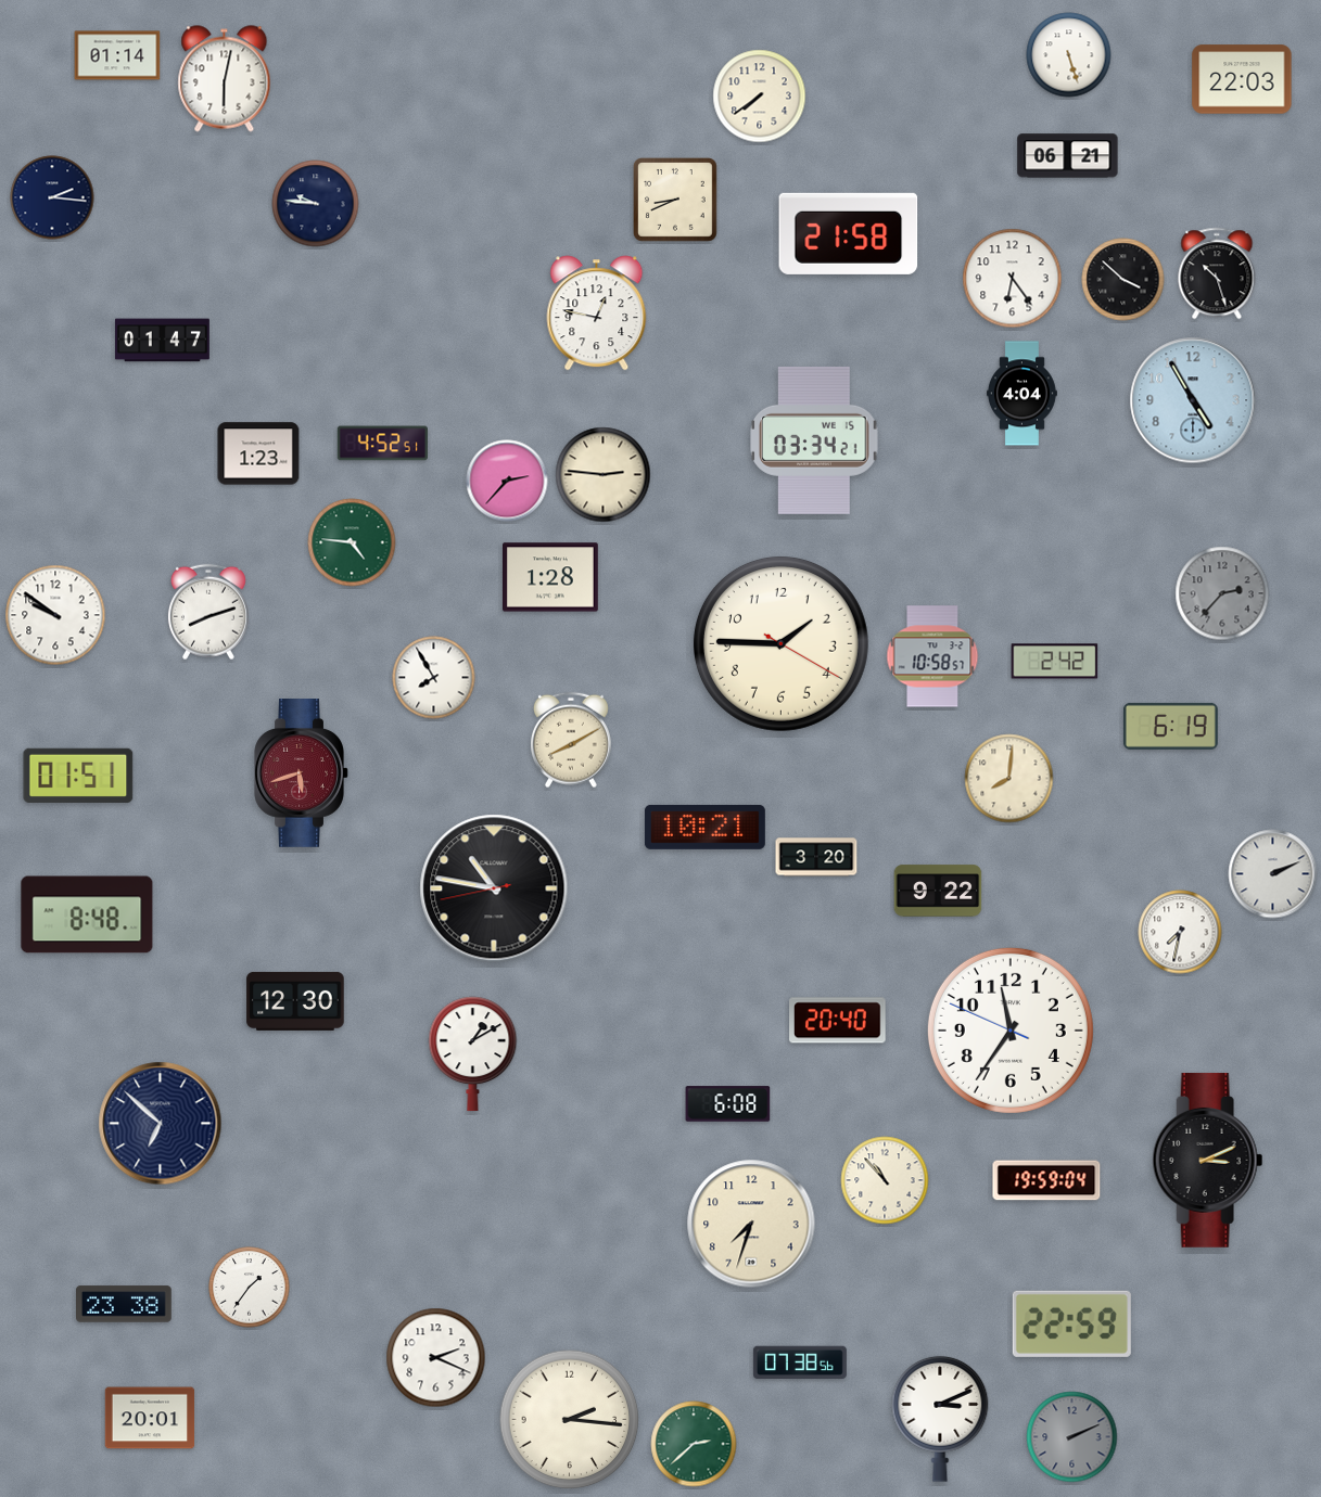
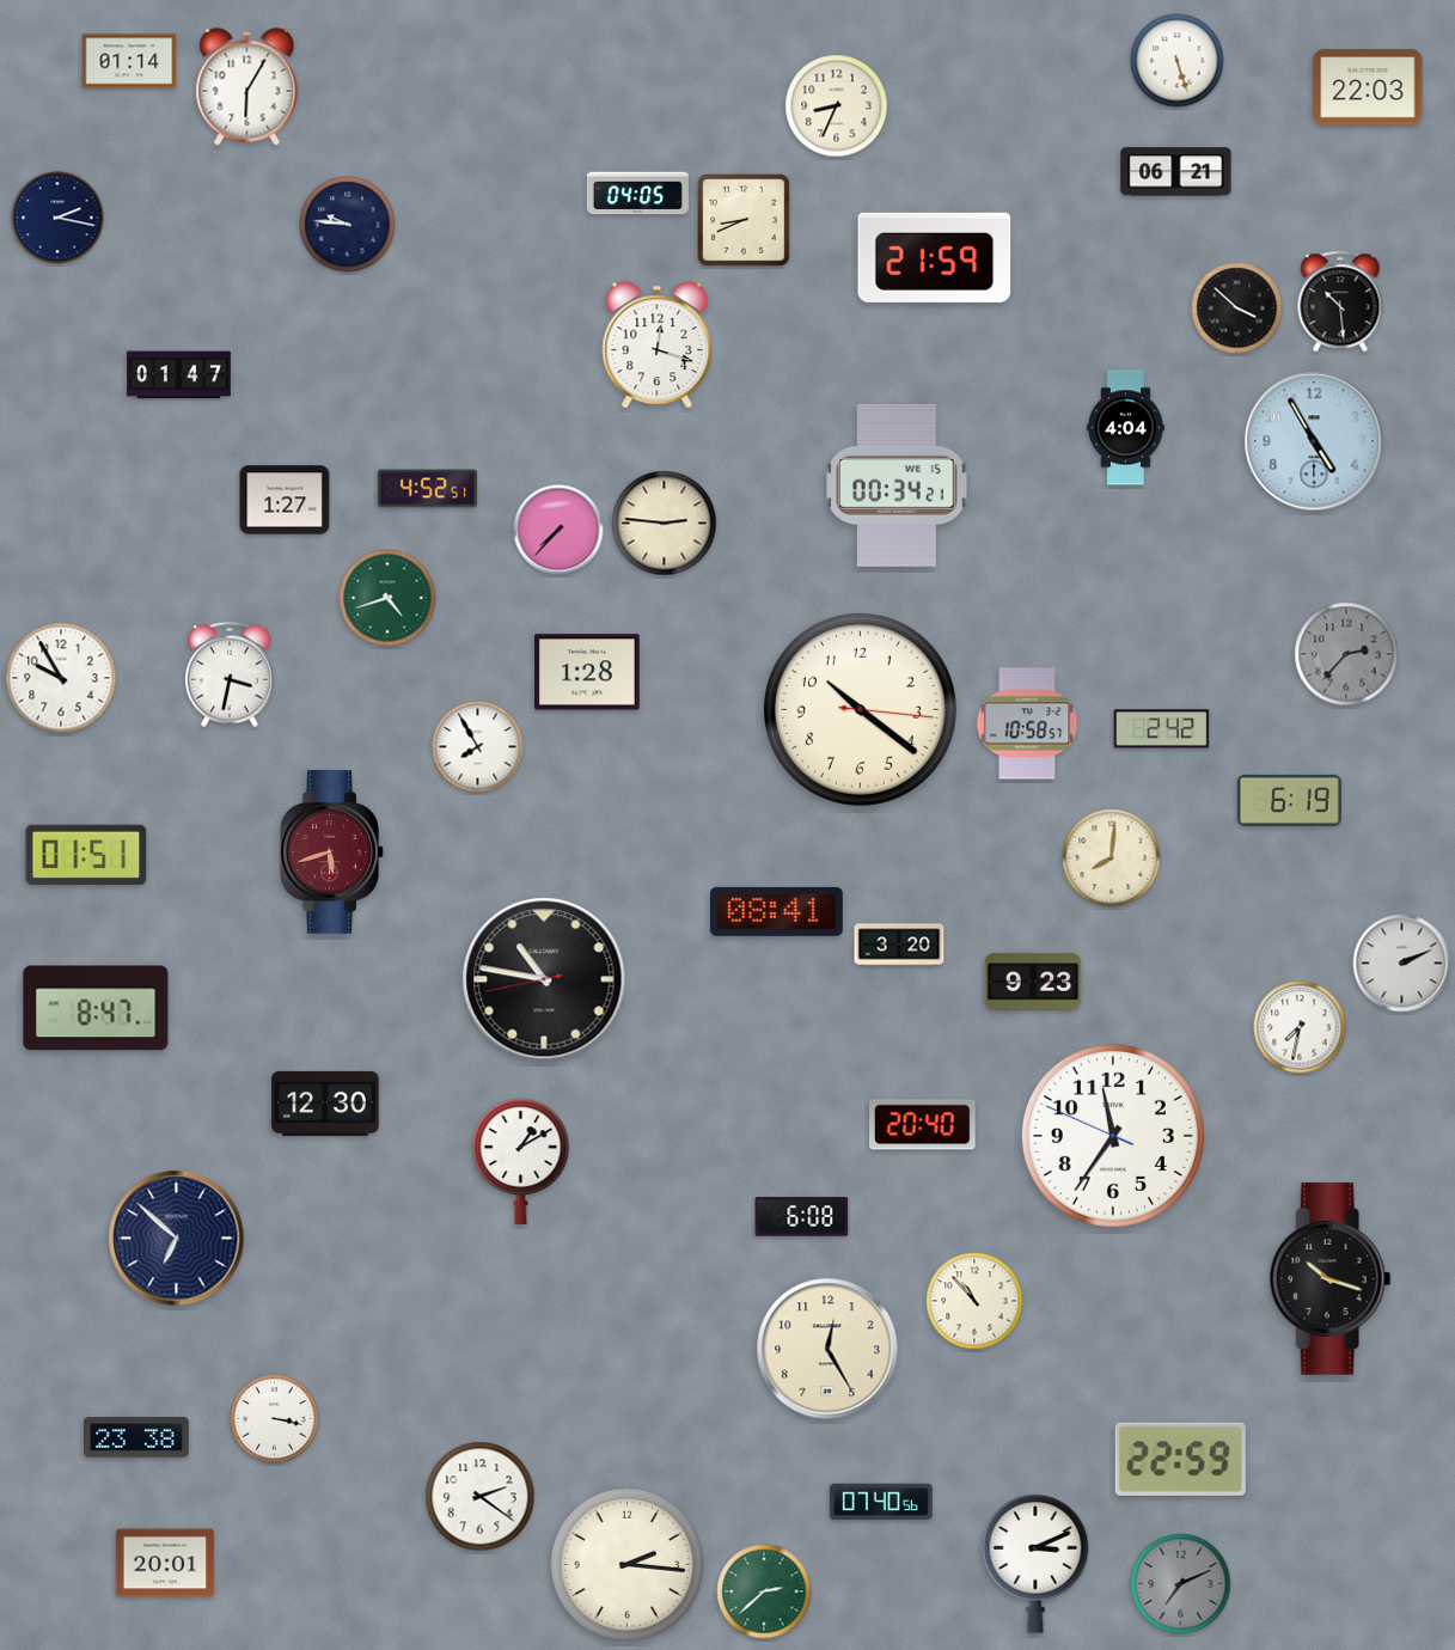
clock at (225, 79): 6:02 -> 6:05
clock at (760, 97): 7:39 -> 8:34
clock at (637, 194): none -> 04:05
clock at (52, 197): 2:16 -> 2:17
clock at (849, 233): 21:58 -> 21:59
clock at (1217, 273): 10:27 -> 10:29
clock at (1013, 279): 6:24 -> none
clock at (597, 314): 12:47 -> 12:18
clock at (1021, 394) position: (1021, 394) -> (1125, 428)
clock at (814, 440): 03:34 -> 00:34
clock at (382, 444) position: (382, 444) -> (427, 489)
clock at (258, 453): 1:23 -> 1:27
clock at (507, 481): 2:37 -> 7:37
clock at (352, 542): 4:46 -> 4:42
clock at (551, 577) position: (551, 577) -> (588, 672)
clock at (208, 612): 8:12 -> 3:32
clock at (55, 615): 9:51 -> 9:55
clock at (780, 643): 1:45 -> 10:21
clock at (571, 740): 8:10 -> none
clock at (704, 827): 10:21 -> 08:41
clock at (938, 891): 9:22 -> 9:23
clock at (87, 914): 8:48 -> 8:47
clock at (1208, 1160): 3:11 -> 10:18
clock at (1046, 1180): 19:59 -> none
clock at (751, 1224): 7:33 -> 12:25
clock at (250, 1288): 1:36 -> 3:17
clock at (436, 1358): 2:19 -> 2:21
clock at (800, 1362): 07:38 -> 07:40
clock at (1072, 1437): 2:11 -> 7:11
